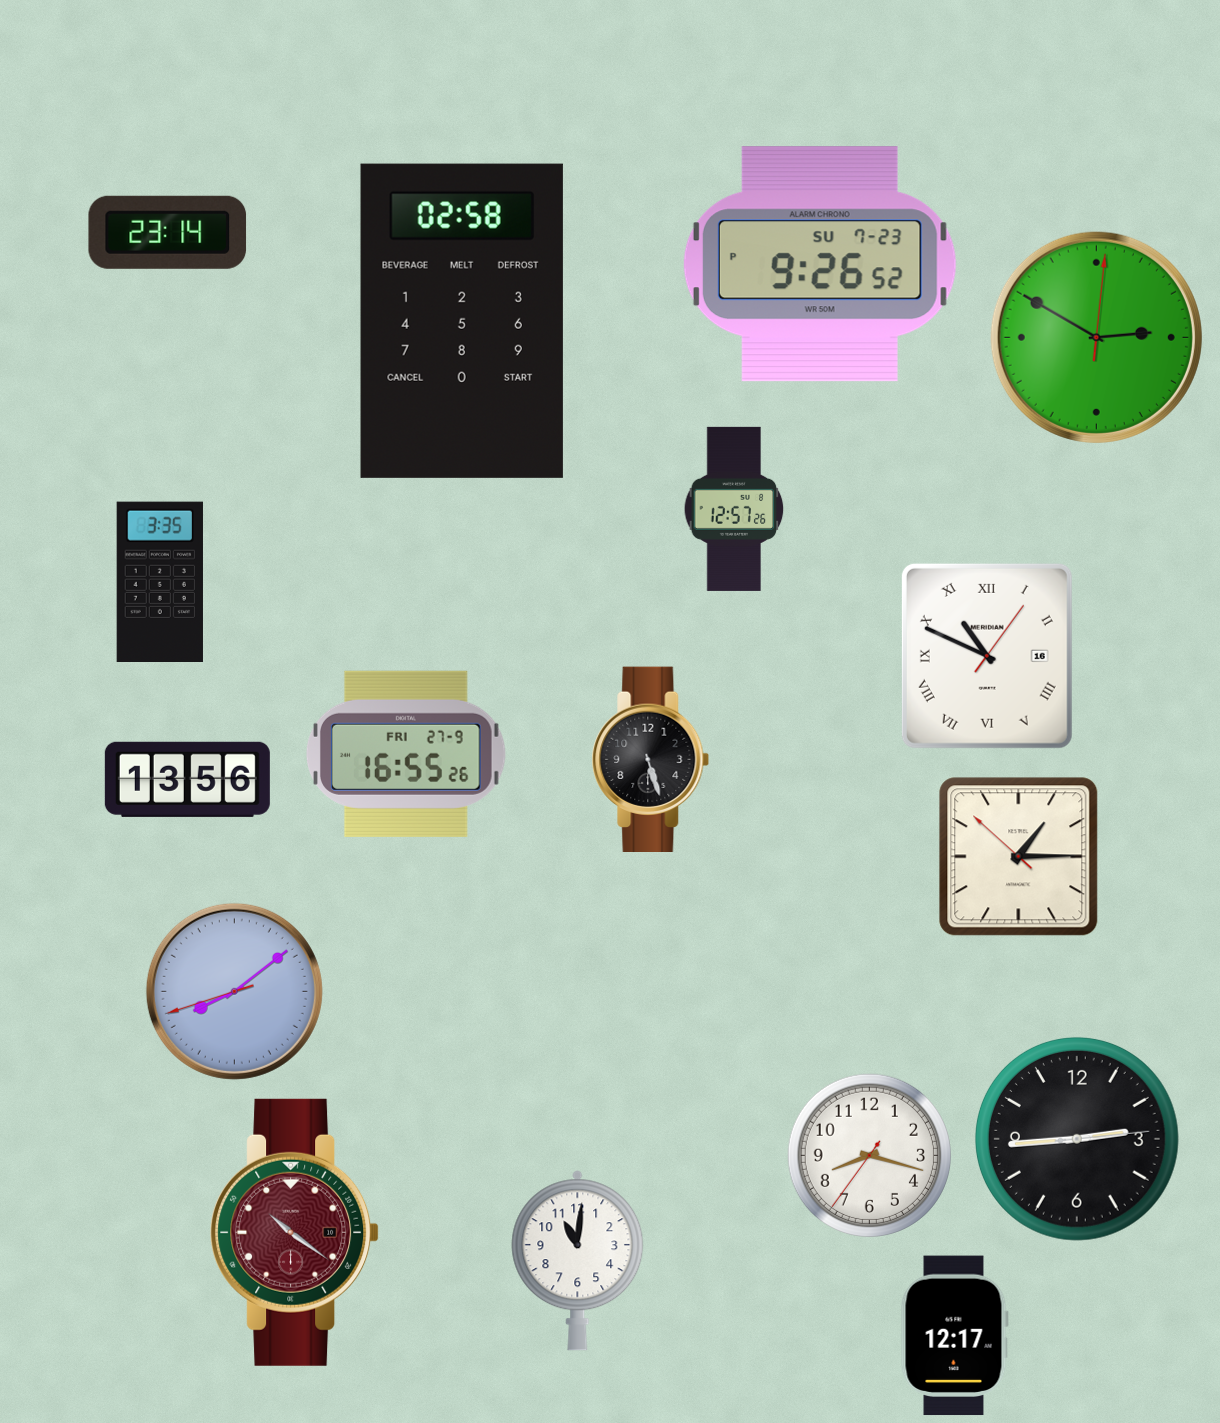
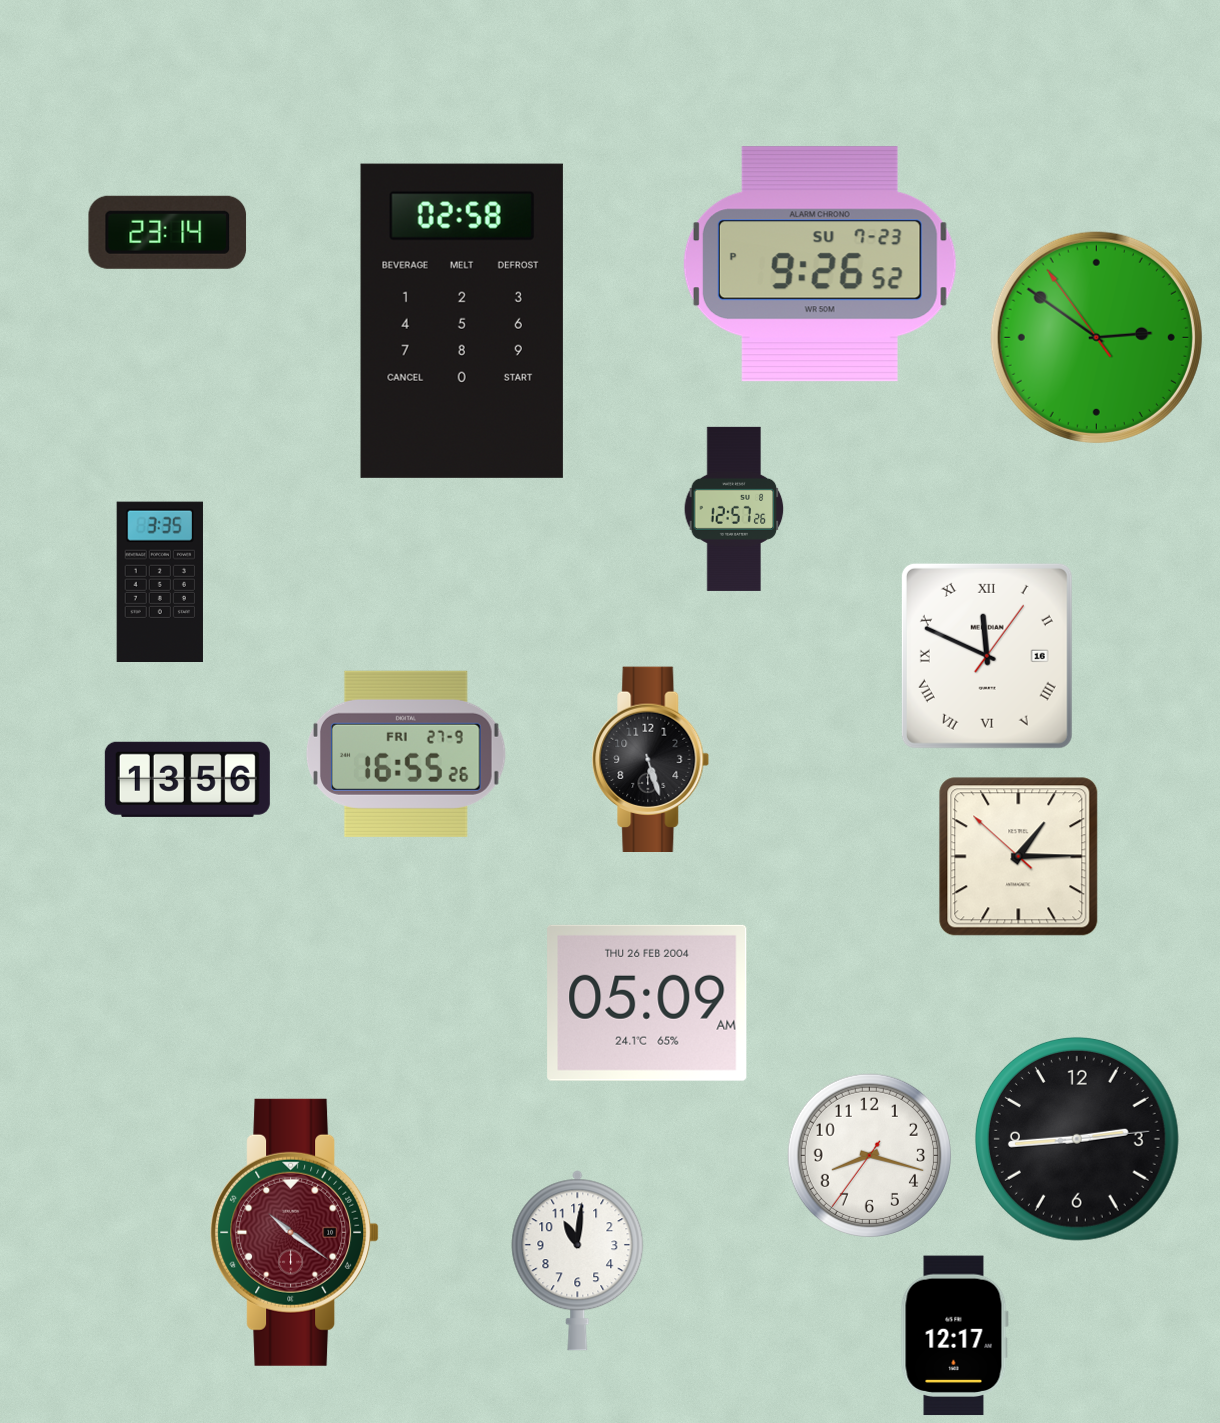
clock at (1096, 337): 2:50:01 -> 2:50:54
clock at (987, 656): 10:49 -> 11:49
clock at (234, 991): 8:08 -> none
clock at (647, 1003): none -> 05:09
